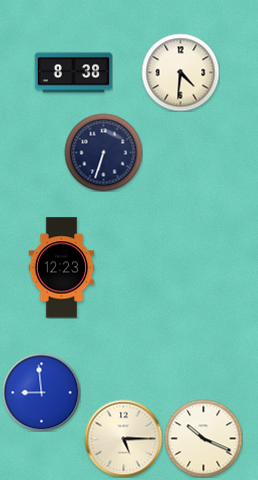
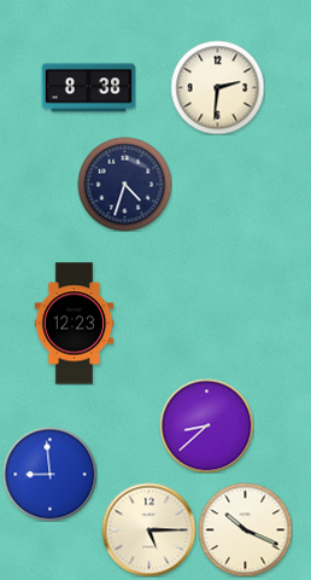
clock at (180, 72): 4:31 -> 2:31
clock at (103, 152): 6:33 -> 4:33
clock at (206, 425): none -> 8:38
